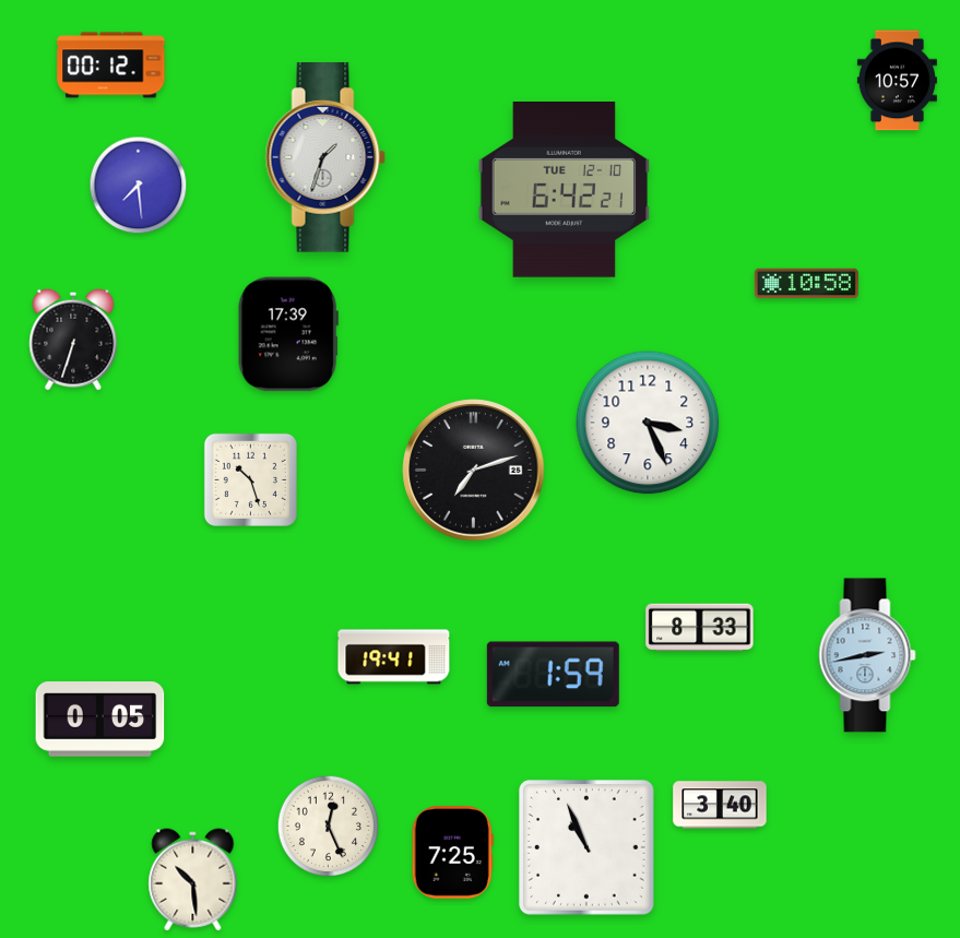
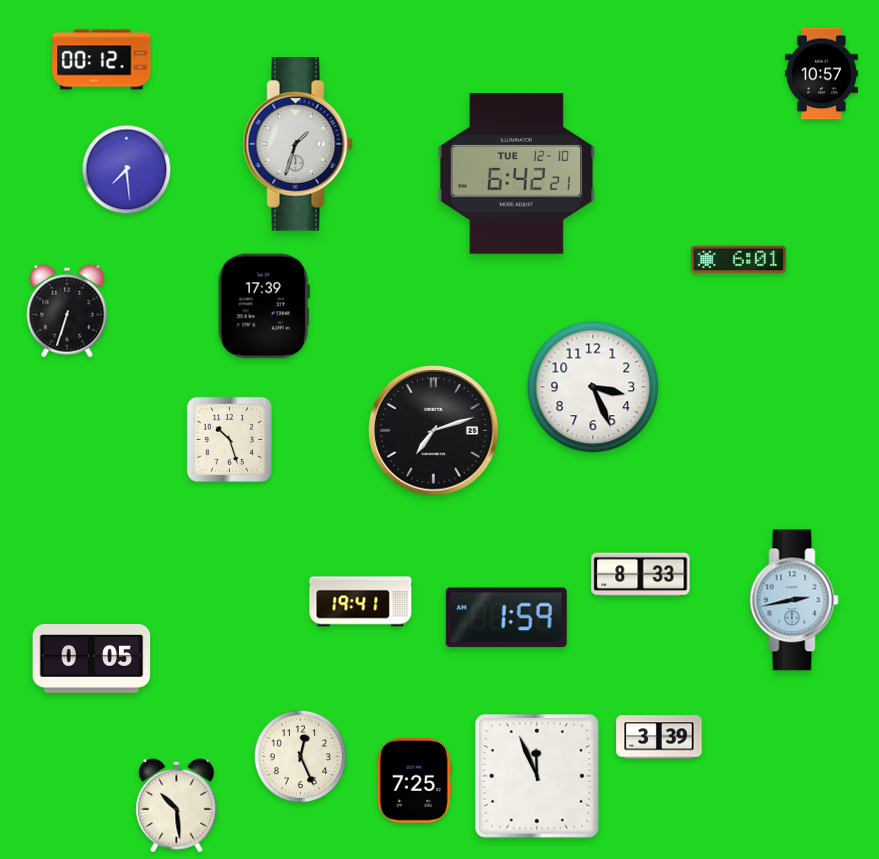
clock at (806, 284): 10:58 -> 6:01
clock at (720, 805): 3:40 -> 3:39
clock at (588, 848): 10:56 -> 11:56
